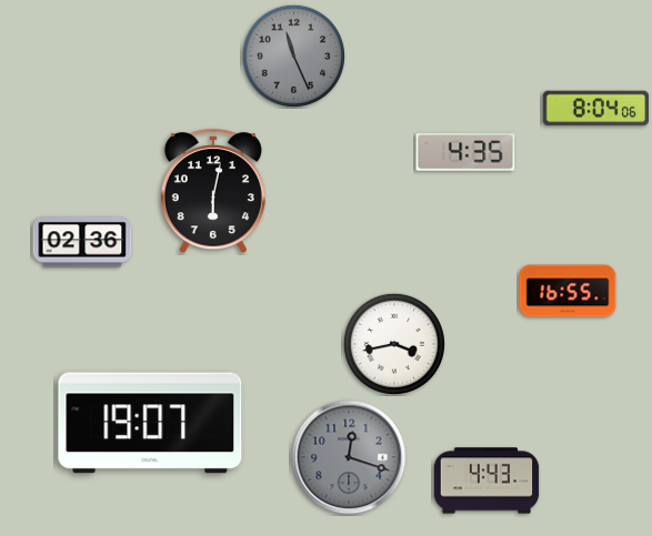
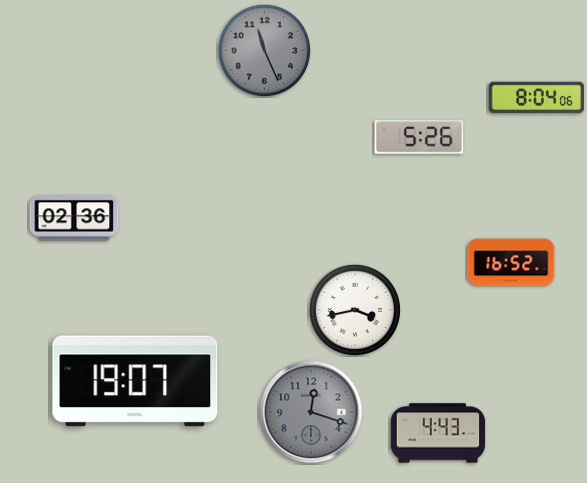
clock at (465, 153): 4:35 -> 5:26
clock at (213, 192): 6:02 -> none
clock at (568, 291): 16:55 -> 16:52
clock at (349, 457) position: (349, 457) -> (311, 412)
